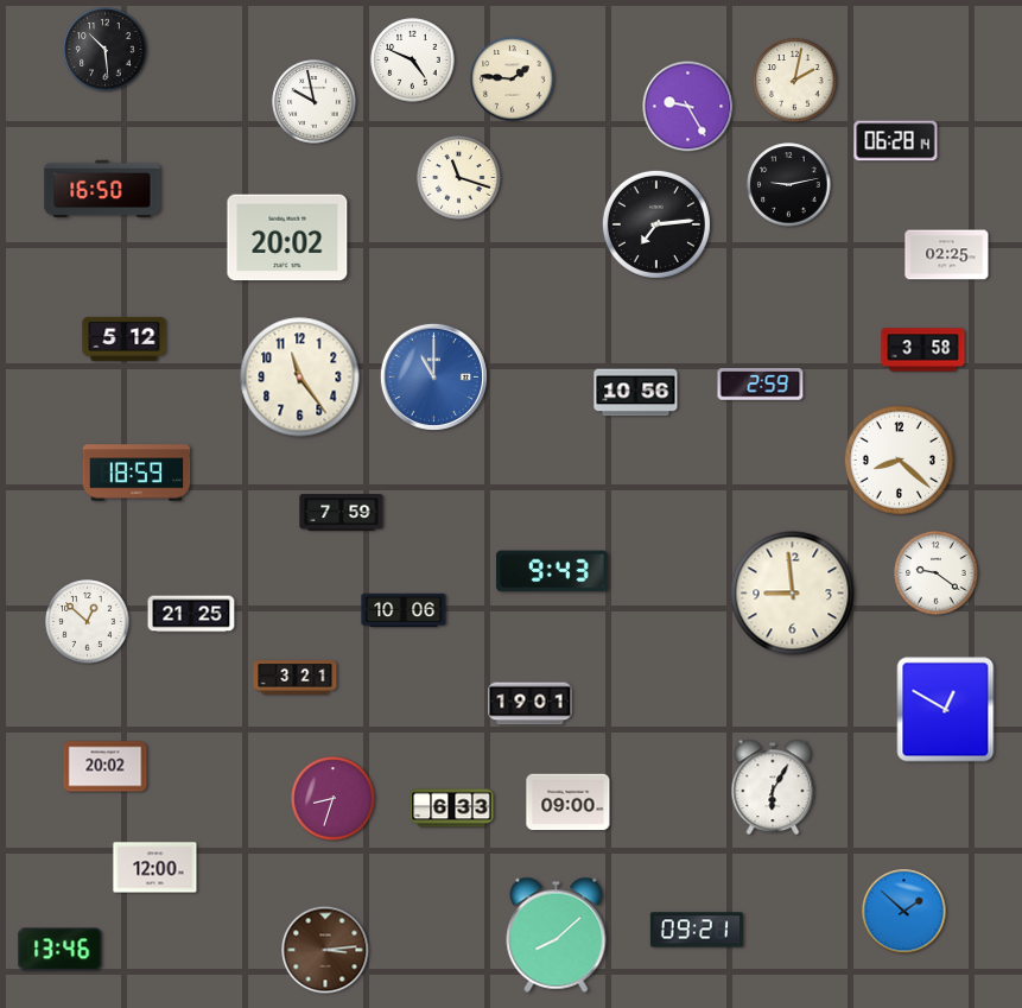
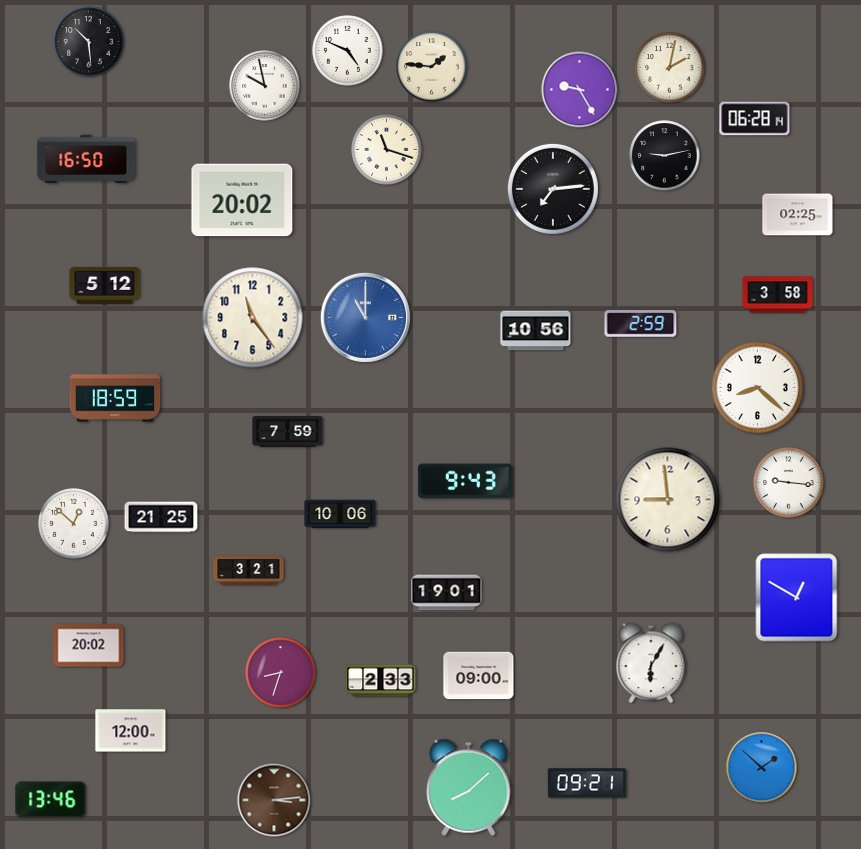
clock at (937, 573): 9:21 -> 9:16
clock at (452, 809): 6:33 -> 2:33
